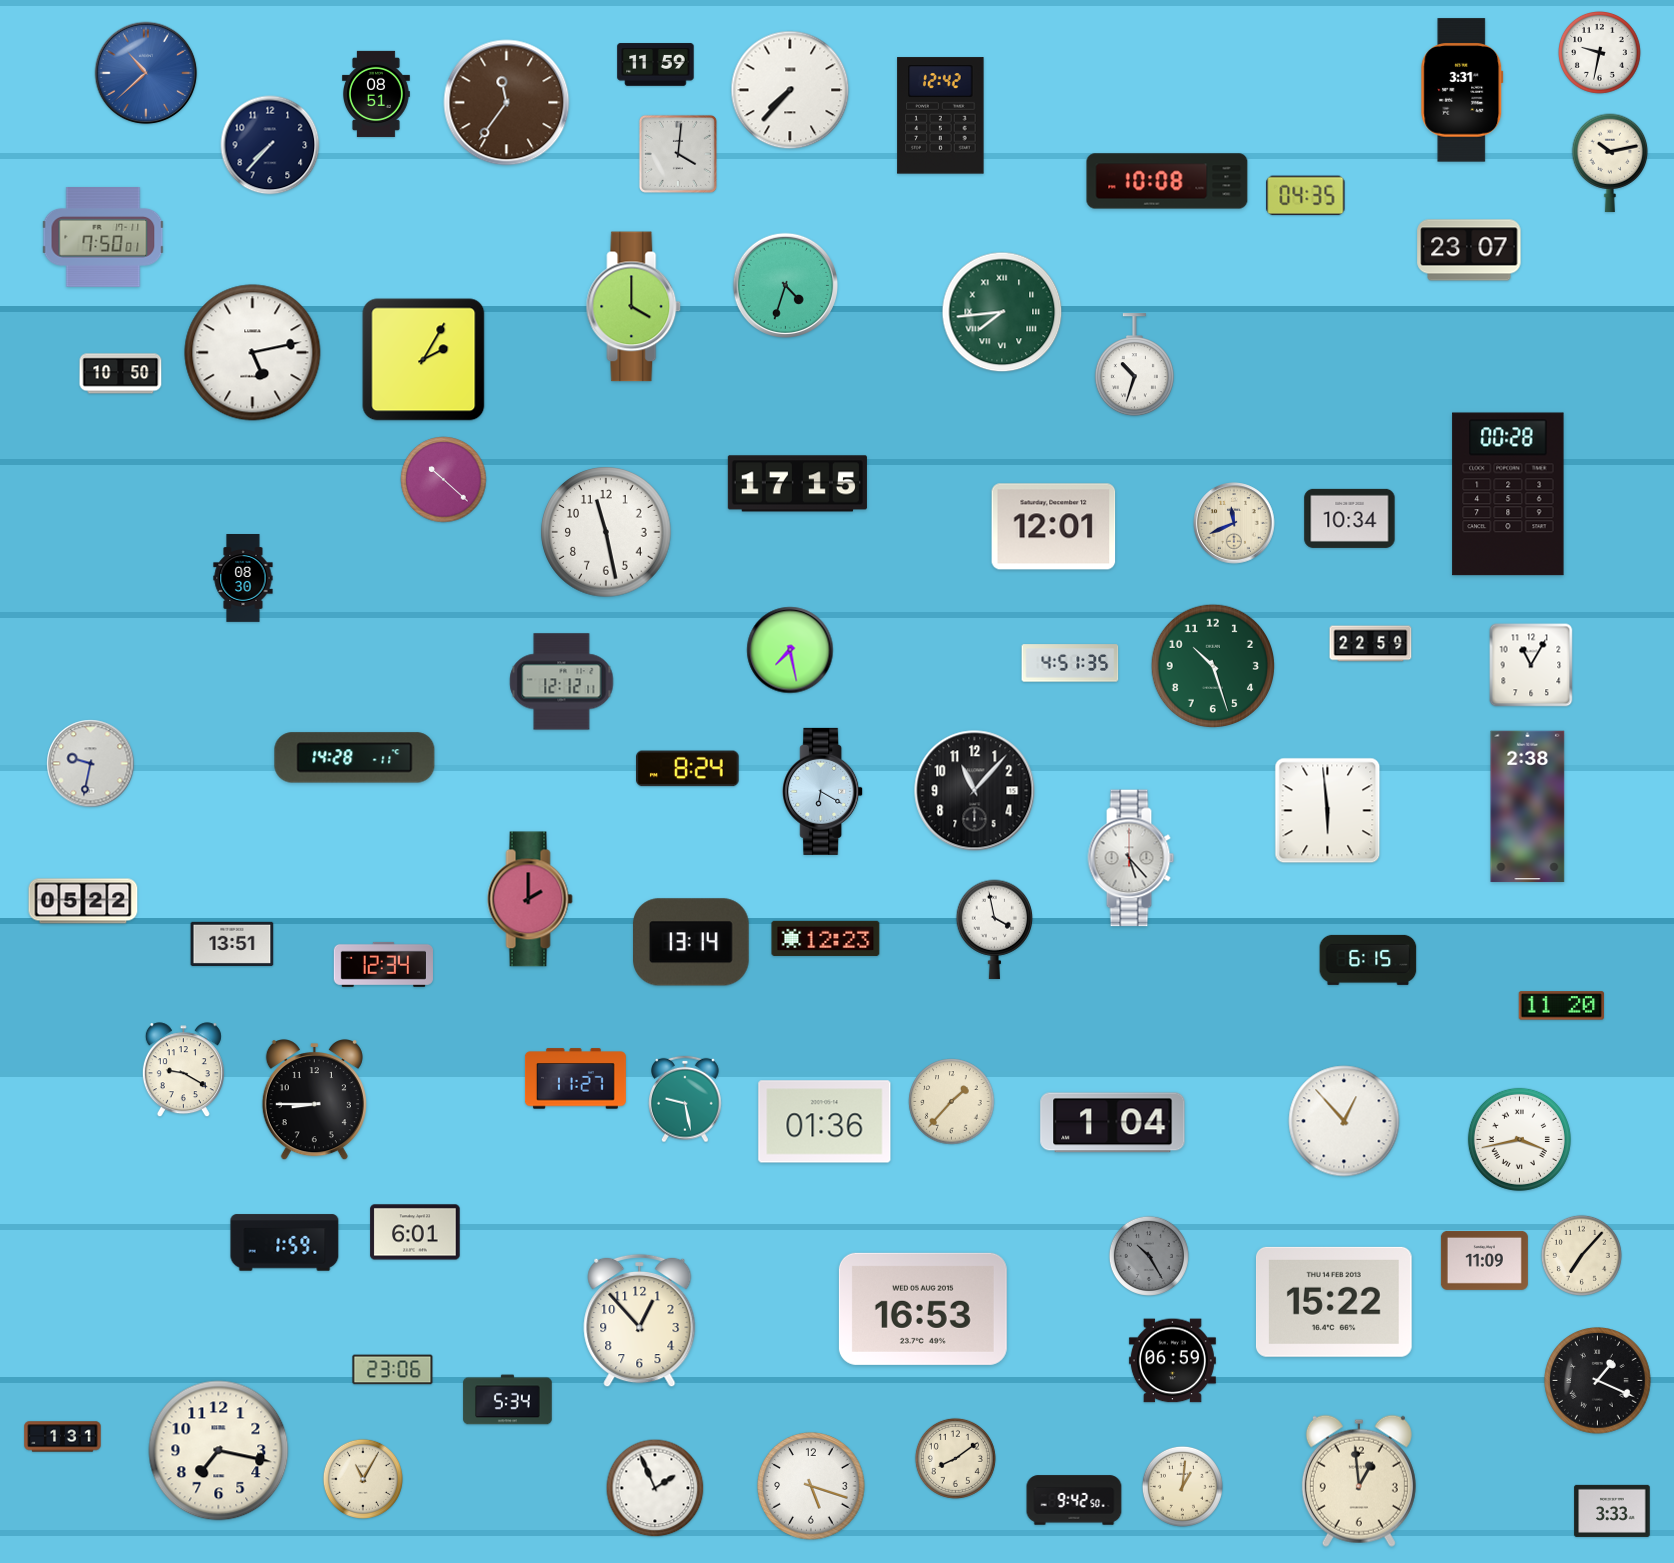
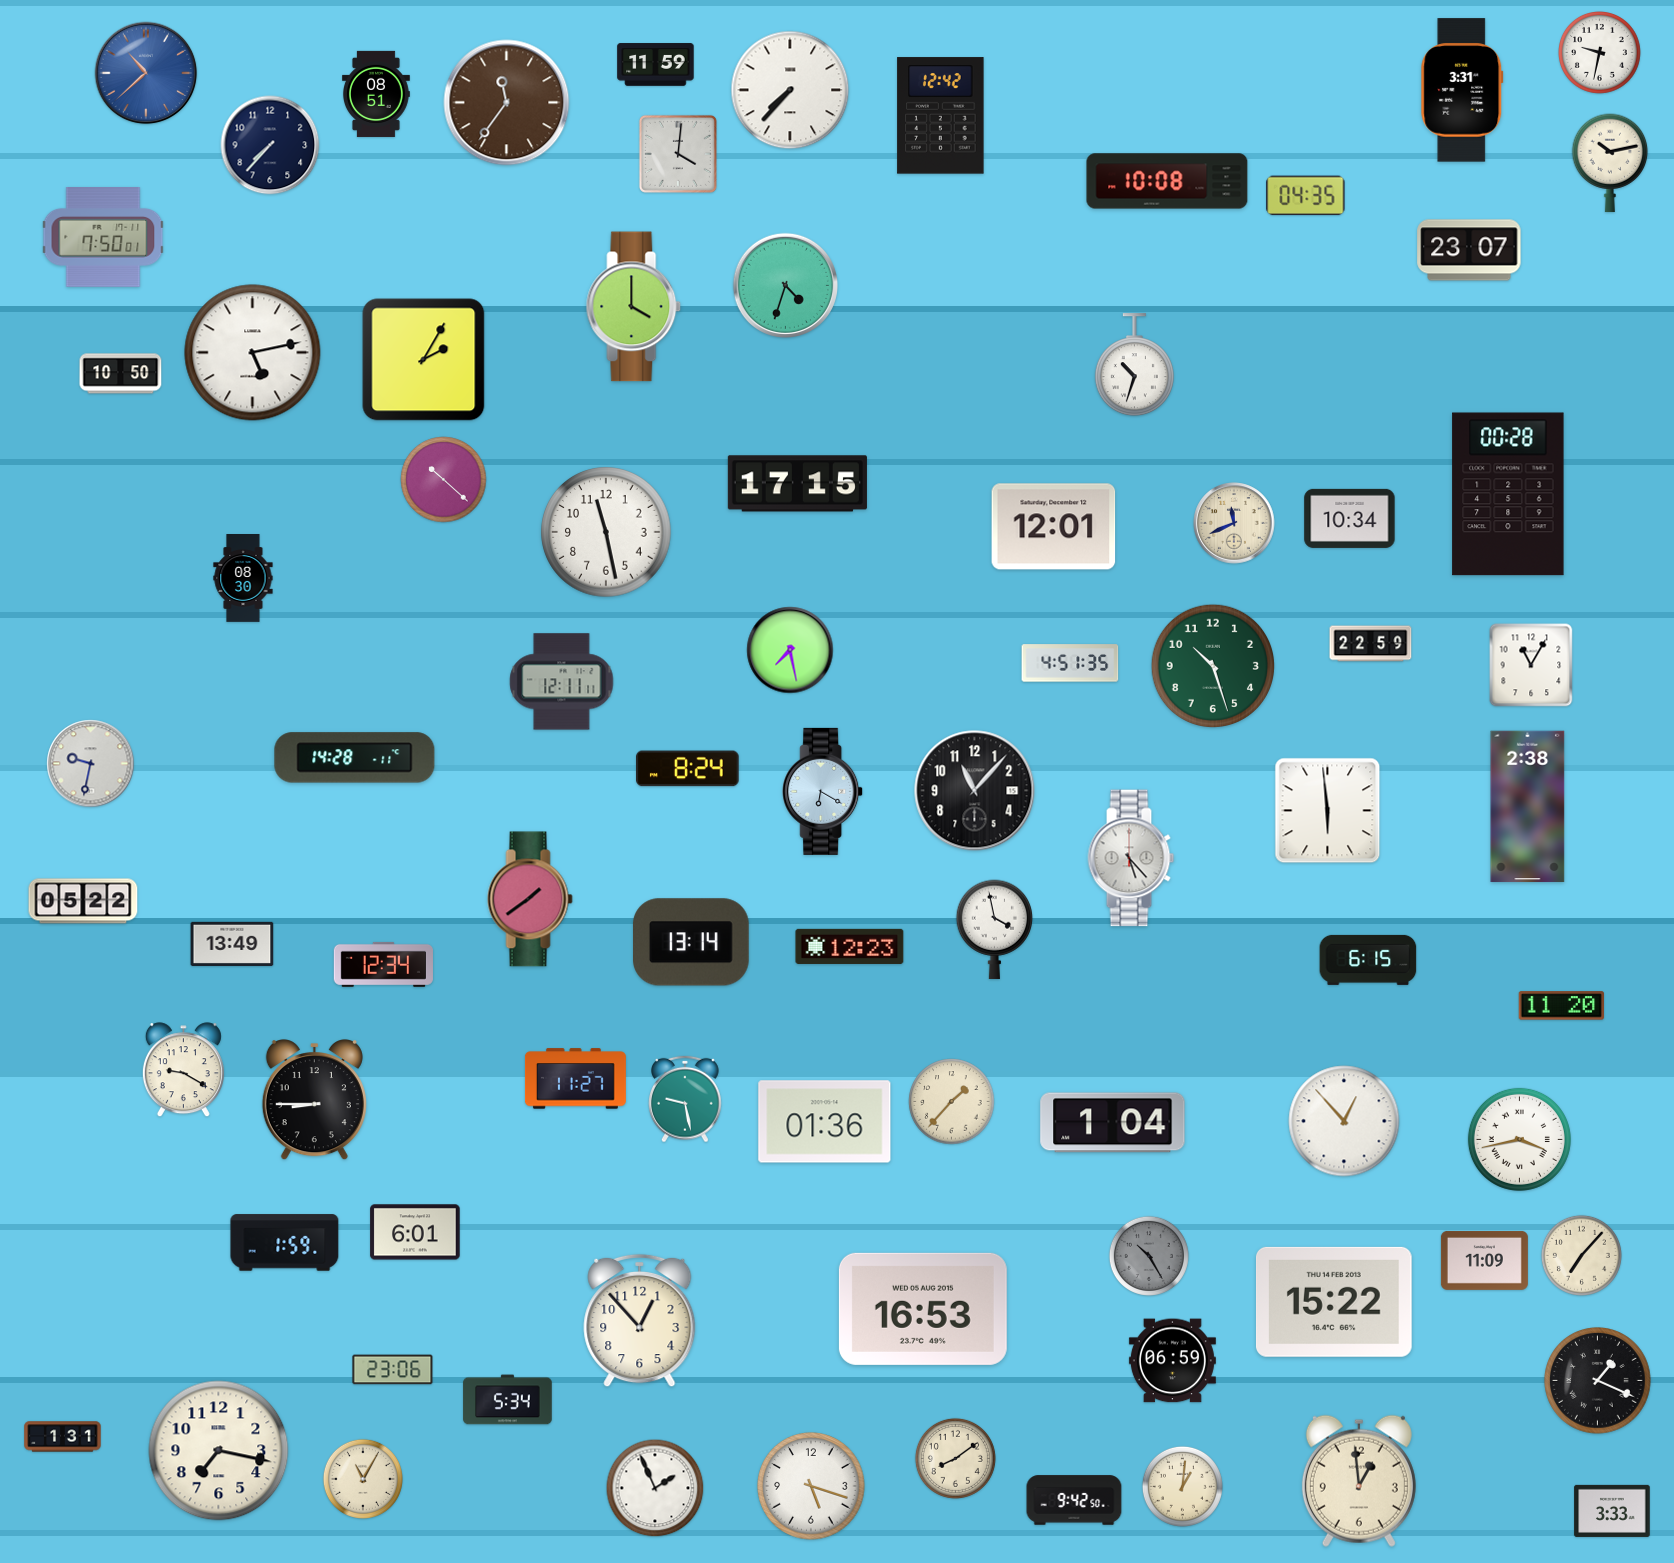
clock at (1002, 312): 7:44 -> none
clock at (562, 682): 12:12 -> 12:11
clock at (530, 899): 2:00 -> 1:39
clock at (826, 938) position: (826, 938) -> (850, 946)
clock at (232, 944): 13:51 -> 13:49
